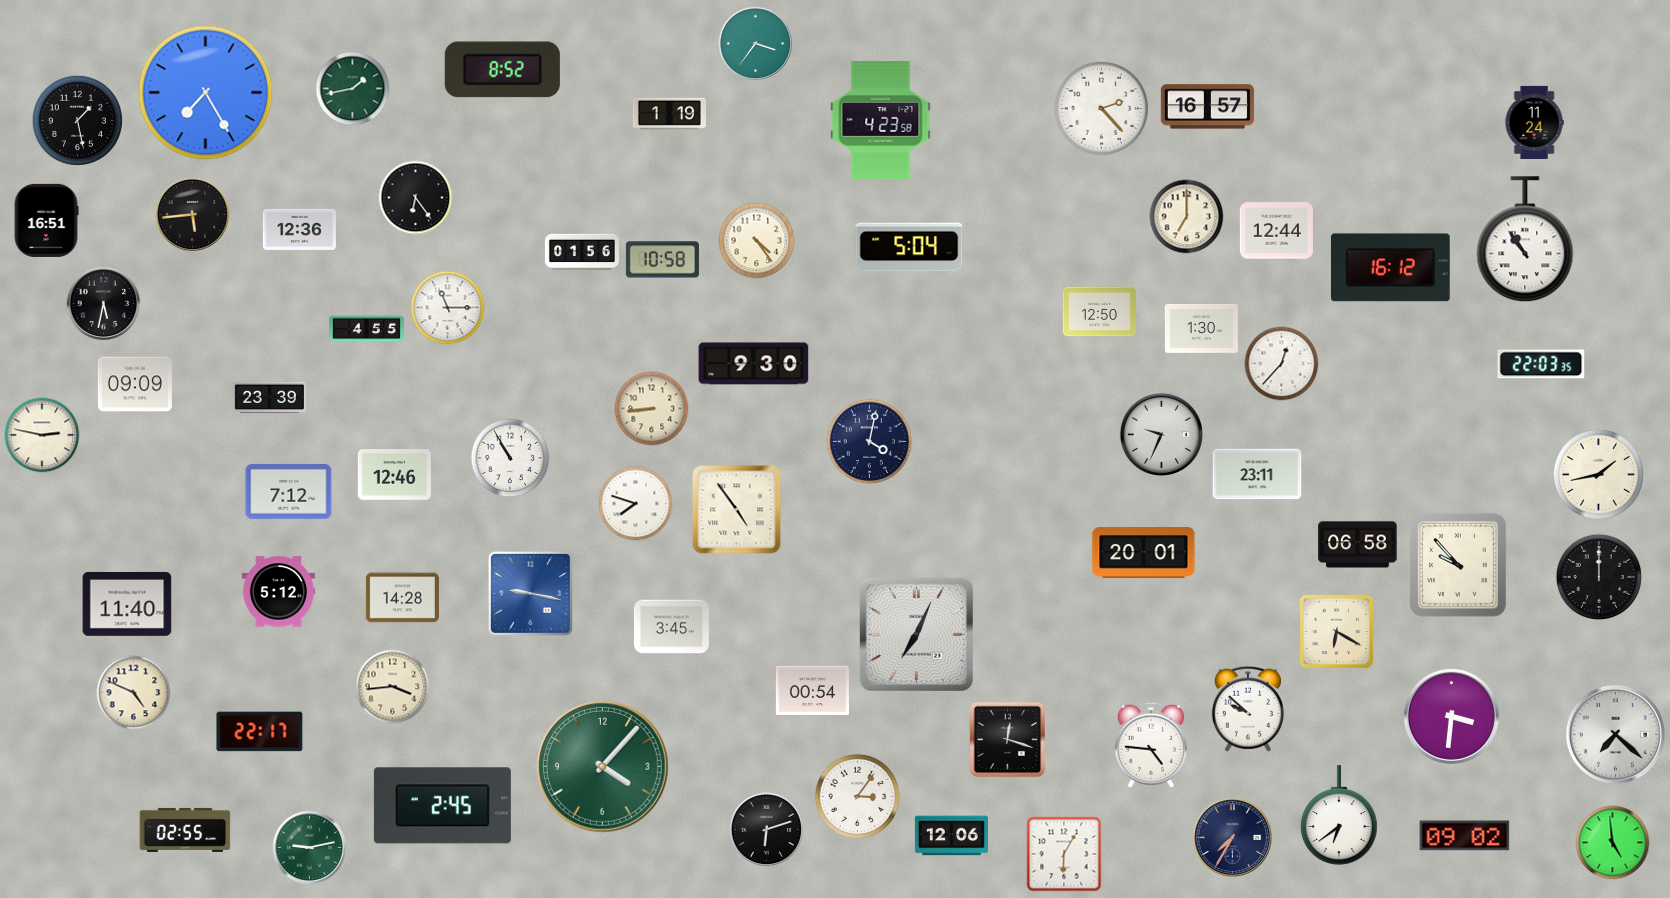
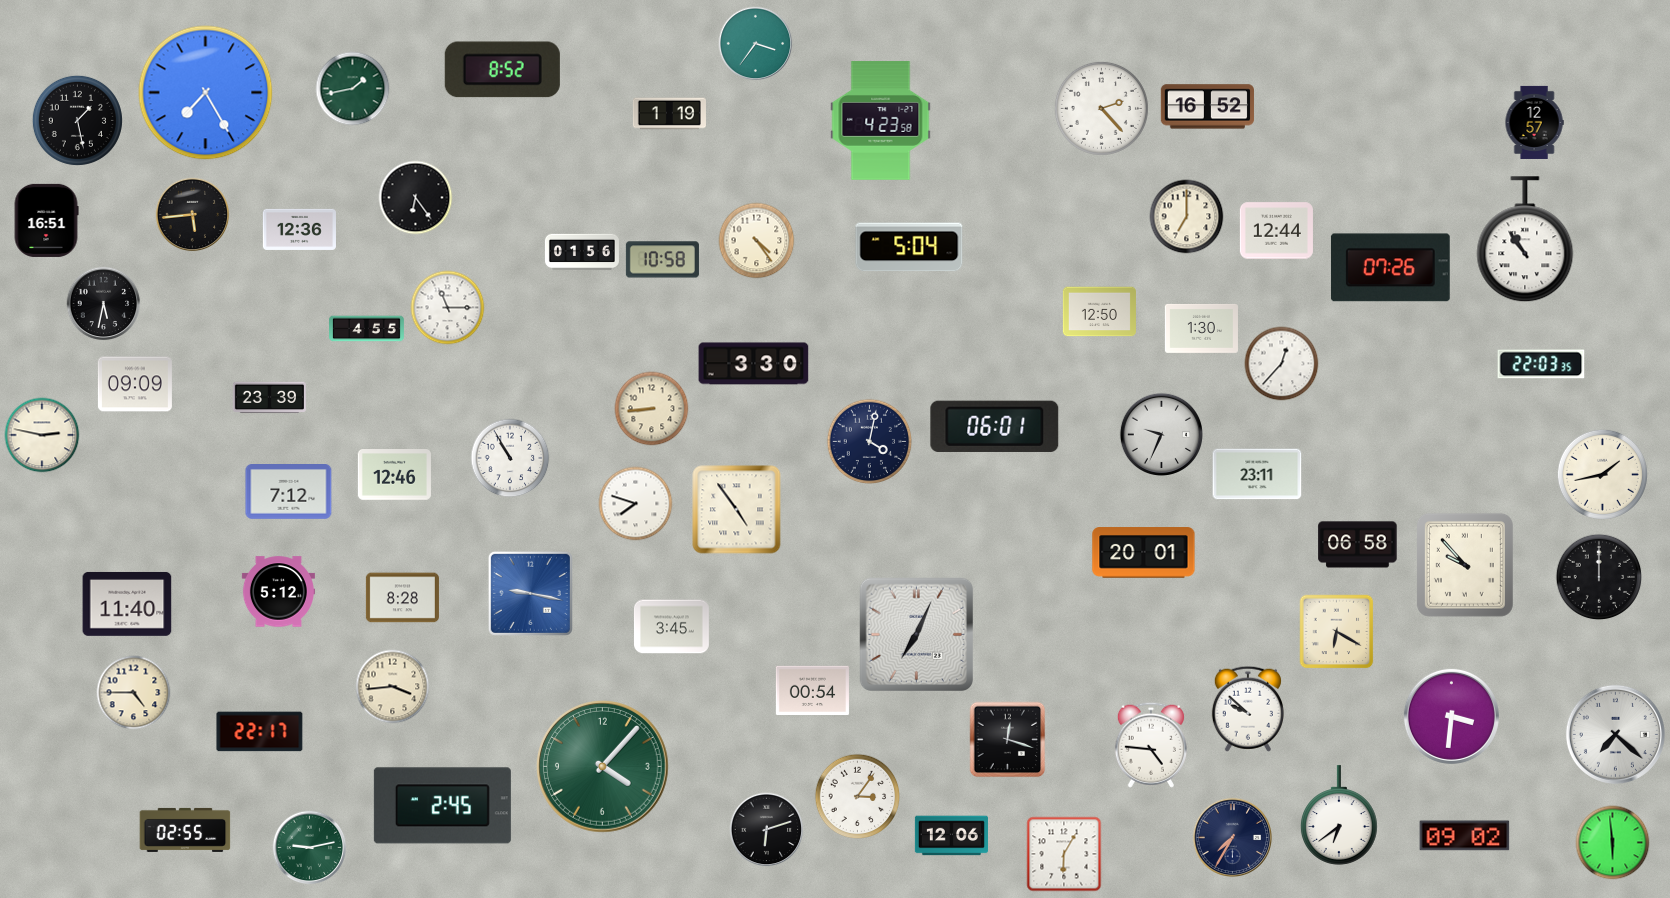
clock at (1207, 107): 16:57 -> 16:52
clock at (1534, 122): 11:24 -> 12:57
clock at (1390, 268): 16:12 -> 07:26
clock at (754, 364): 9:30 -> 3:30
clock at (995, 426): none -> 06:01
clock at (1598, 474) position: (1598, 474) -> (1602, 474)
clock at (1458, 565) position: (1458, 565) -> (1465, 565)
clock at (402, 598): 14:28 -> 8:28
clock at (134, 693): 4:49 -> 4:45
clock at (1613, 843): 4:59 -> 5:59
